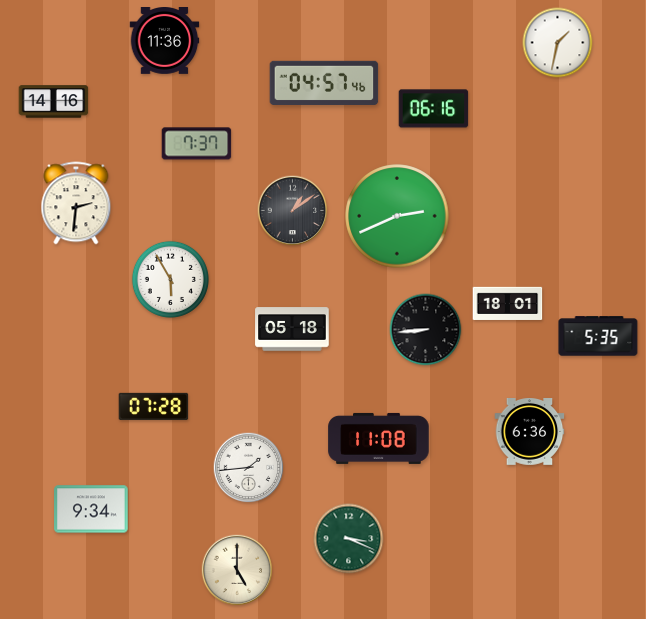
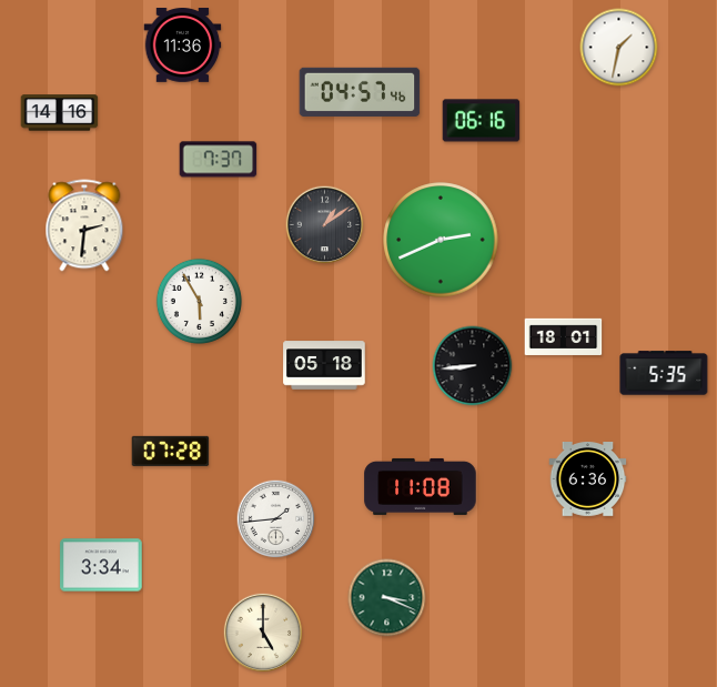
clock at (293, 211) position: (293, 211) -> (325, 225)
clock at (170, 279) position: (170, 279) -> (199, 301)
clock at (91, 509): 9:34 -> 3:34
